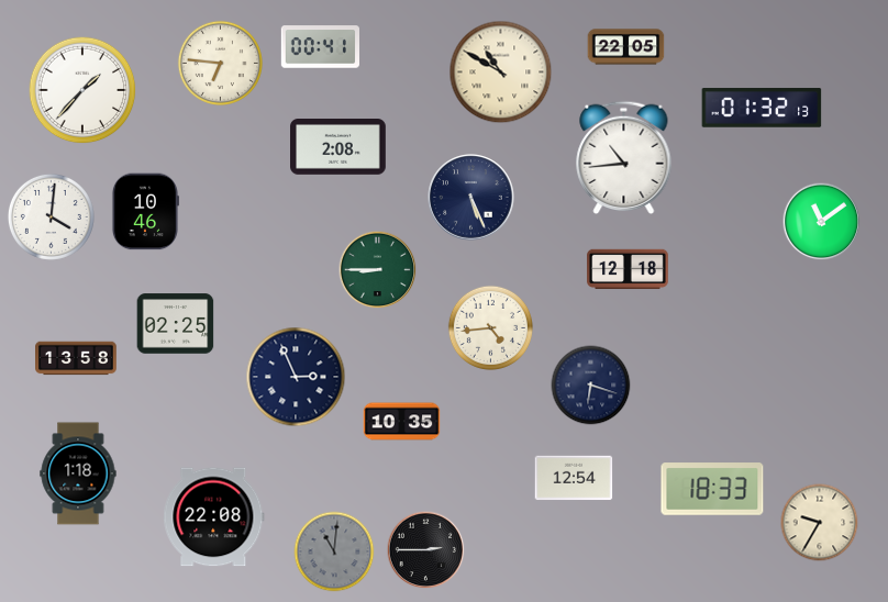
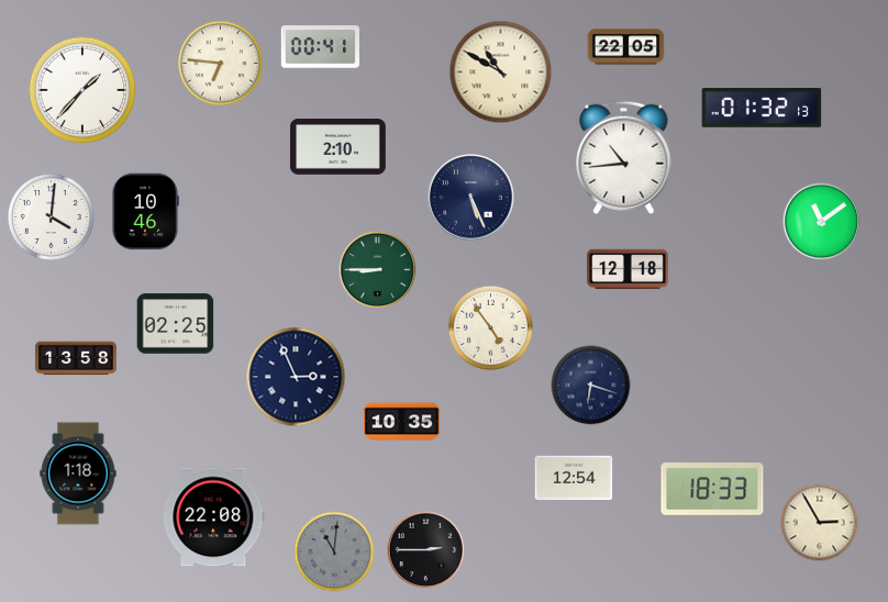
clock at (338, 147): 2:08 -> 2:10
clock at (490, 327): 4:44 -> 4:54
clock at (820, 523): 9:35 -> 2:55
